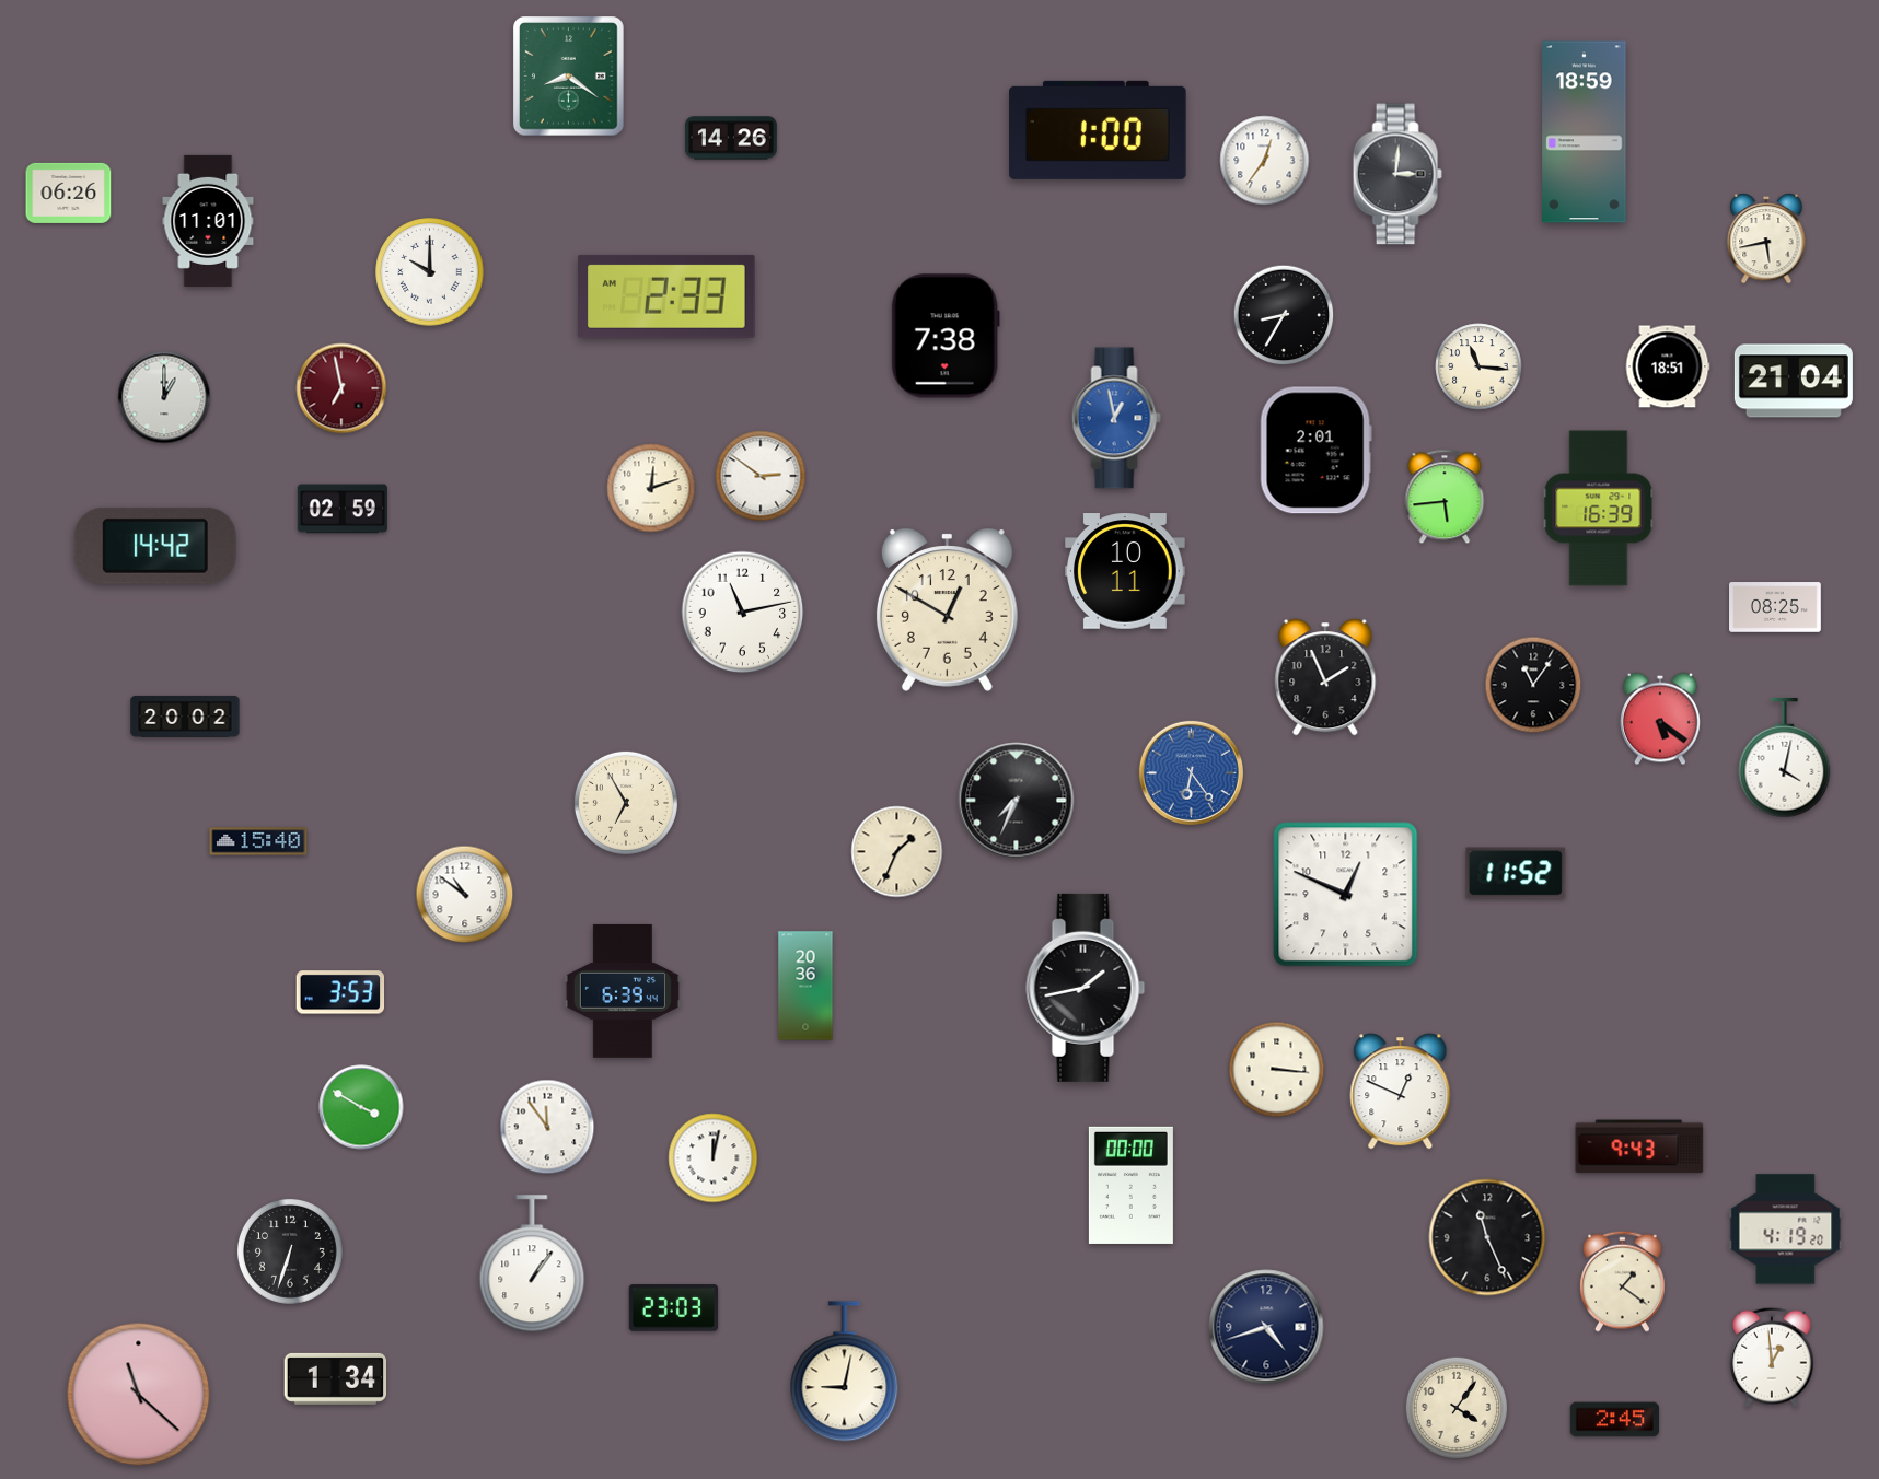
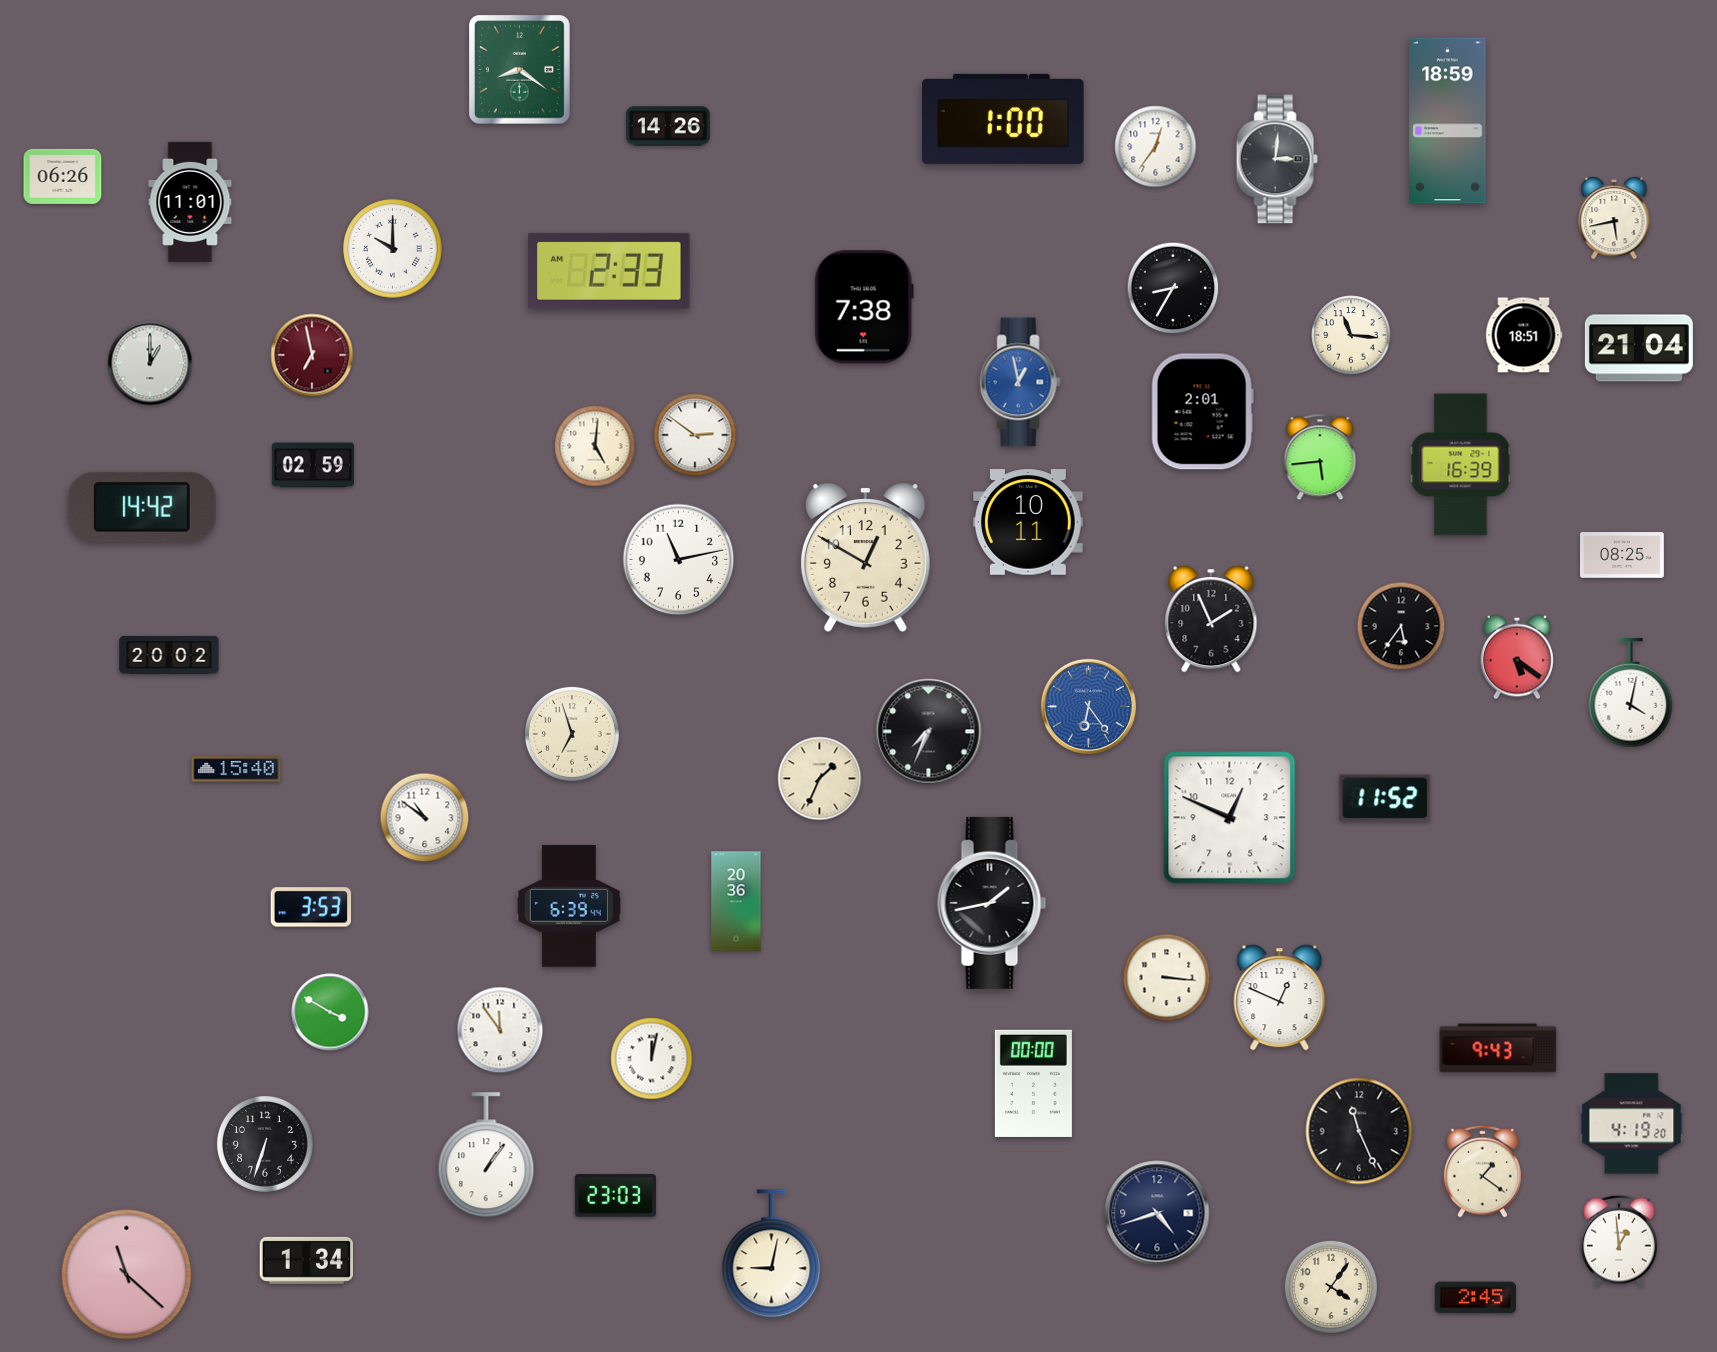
clock at (651, 488): 12:12 -> 5:01
clock at (1445, 497) position: (1445, 497) -> (1320, 457)
clock at (155, 546) position: (155, 546) -> (142, 507)
clock at (1533, 685): 11:06 -> 5:36
clock at (626, 803): 6:55 -> 6:57
